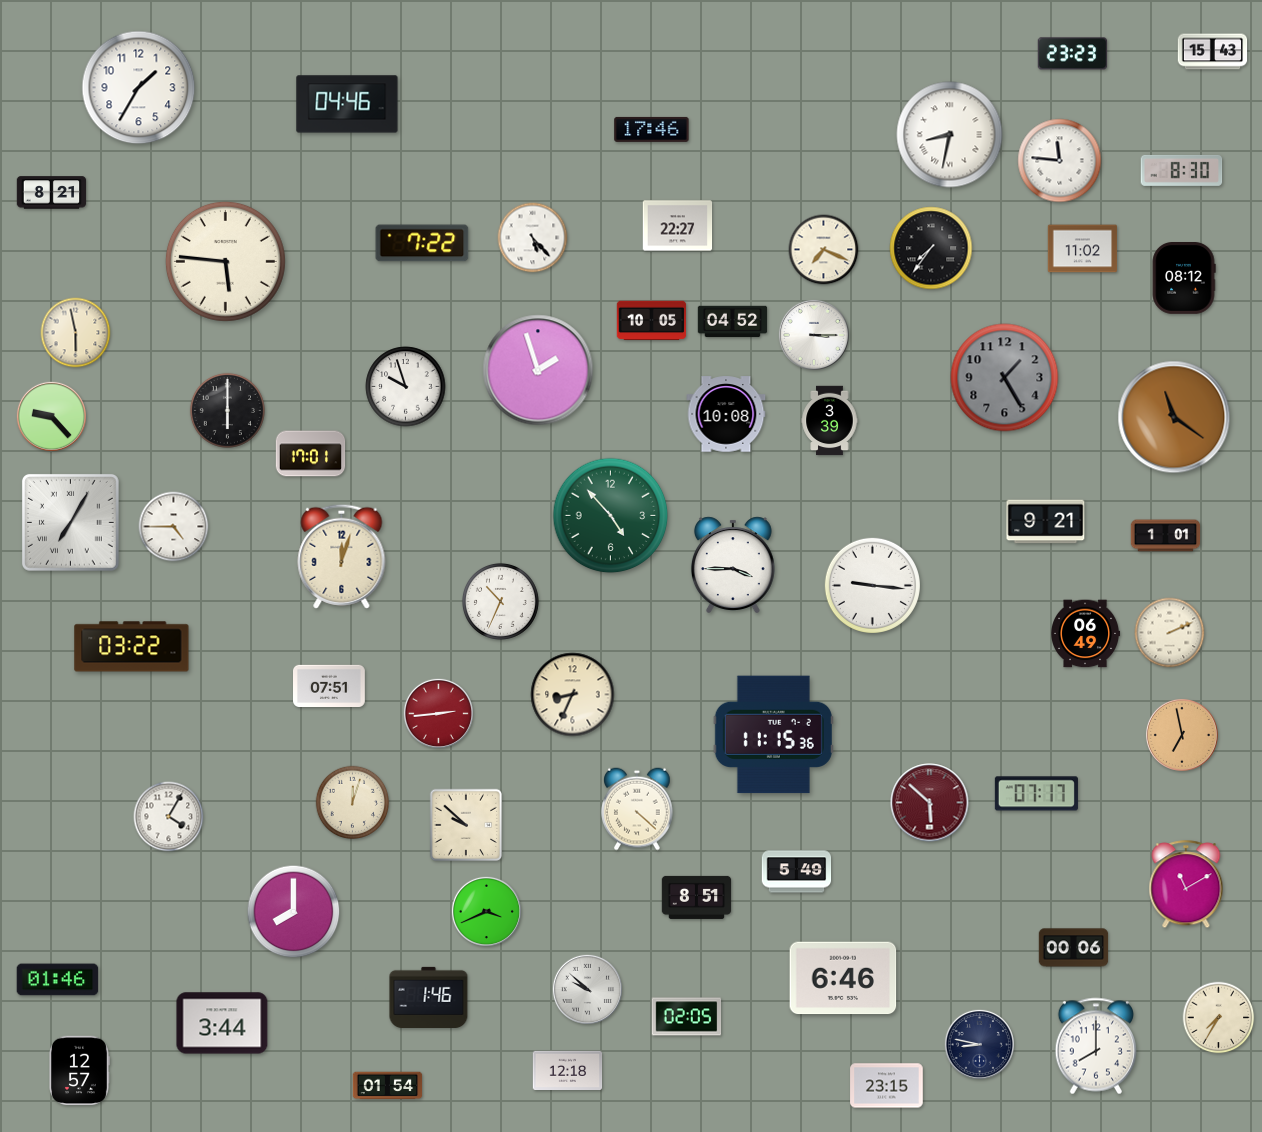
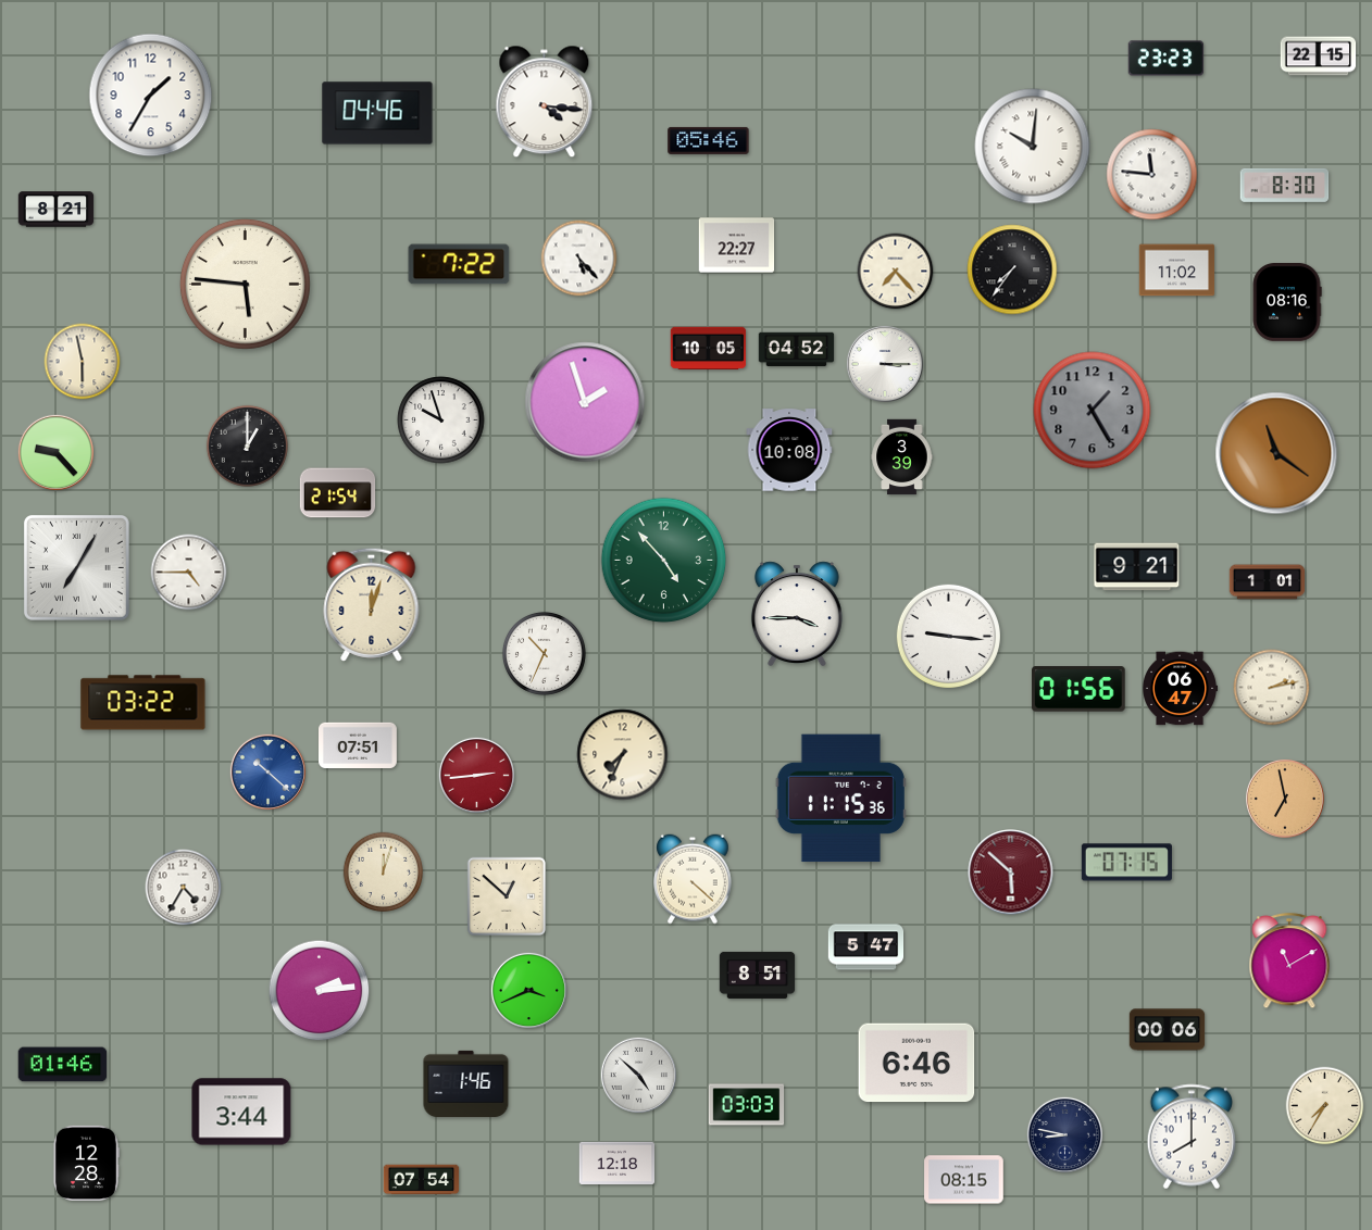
clock at (1213, 52): 15:43 -> 22:15
clock at (545, 102): none -> 4:16
clock at (652, 129): 17:46 -> 05:46
clock at (950, 135): 8:32 -> 10:01
clock at (824, 250): 7:19 -> 7:23
clock at (1184, 279): 08:12 -> 08:16
clock at (227, 410): 6:00 -> 1:00
clock at (311, 454): 17:01 -> 21:54
clock at (1170, 633): 2:11 -> 2:13
clock at (1078, 689): none -> 01:56
clock at (1086, 634): 06:49 -> 06:47
clock at (573, 695): 8:34 -> 7:34
clock at (267, 771): none -> 10:22
clock at (1036, 794): 07:17 -> 07:15
clock at (169, 817): 4:05 -> 4:35
clock at (466, 825): 9:52 -> 12:52
clock at (797, 872): 5:49 -> 5:47
clock at (294, 912): 8:00 -> 2:14
clock at (587, 989): 9:52 -> 4:52
clock at (687, 1017): 02:05 -> 03:03
clock at (80, 1071): 12:57 -> 12:28
clock at (388, 1086): 01:54 -> 07:54
clock at (887, 1086): 23:15 -> 08:15
